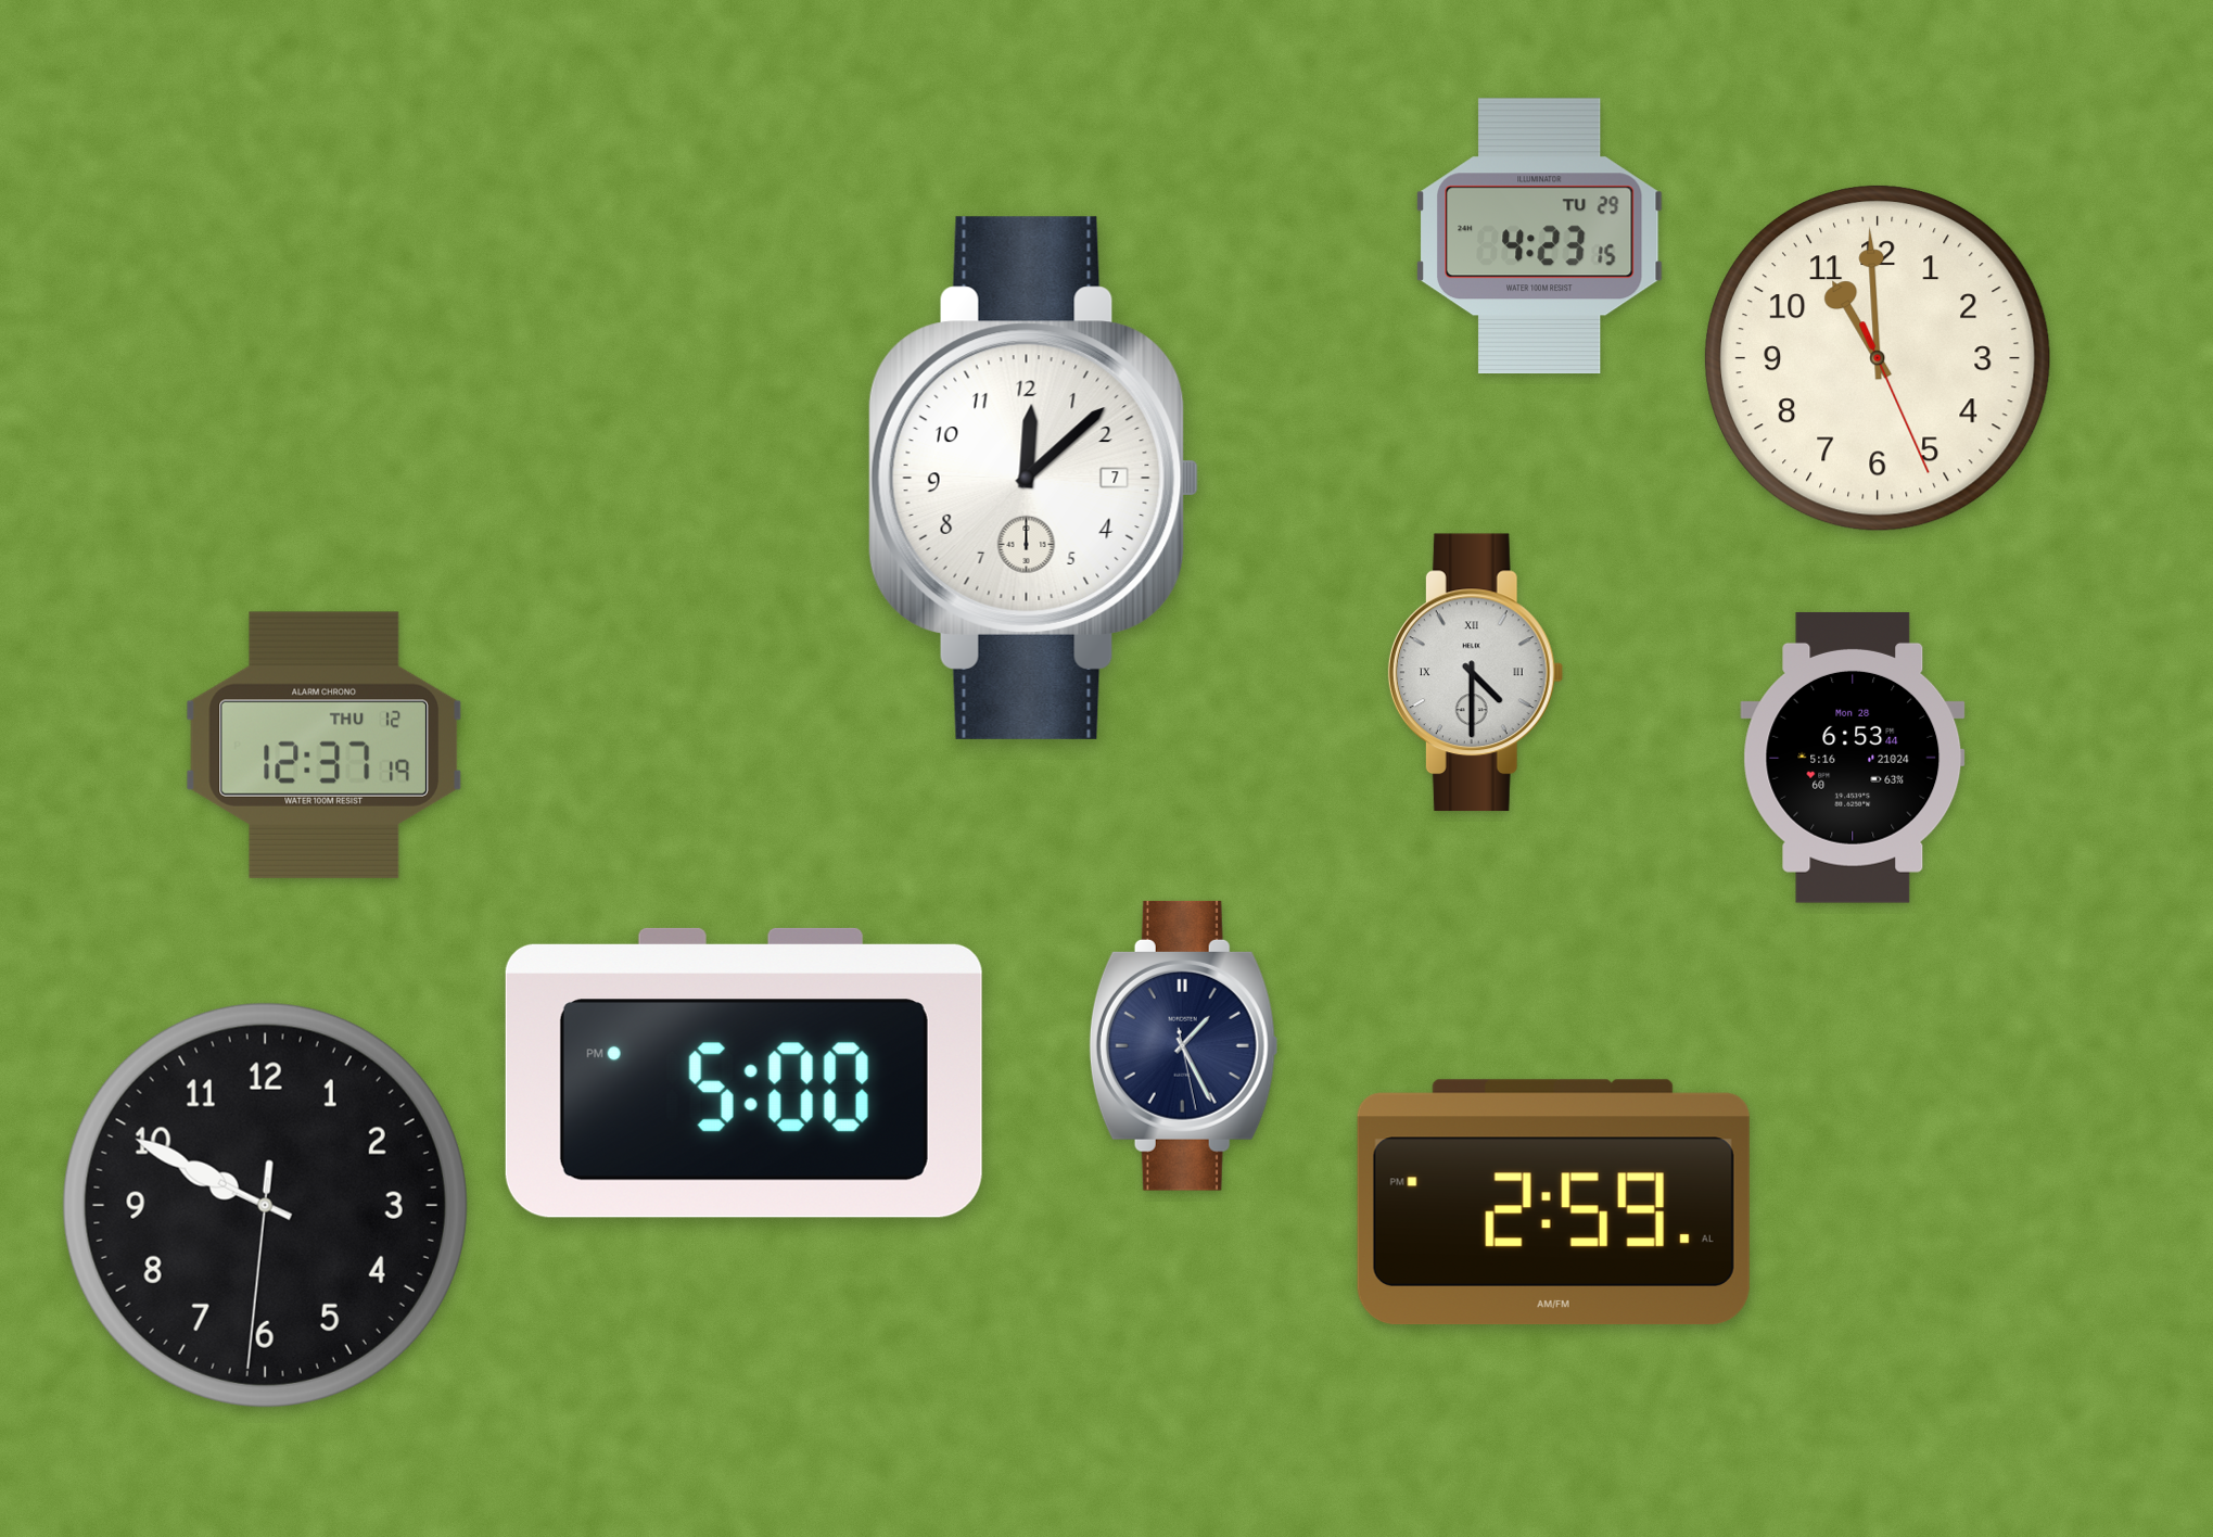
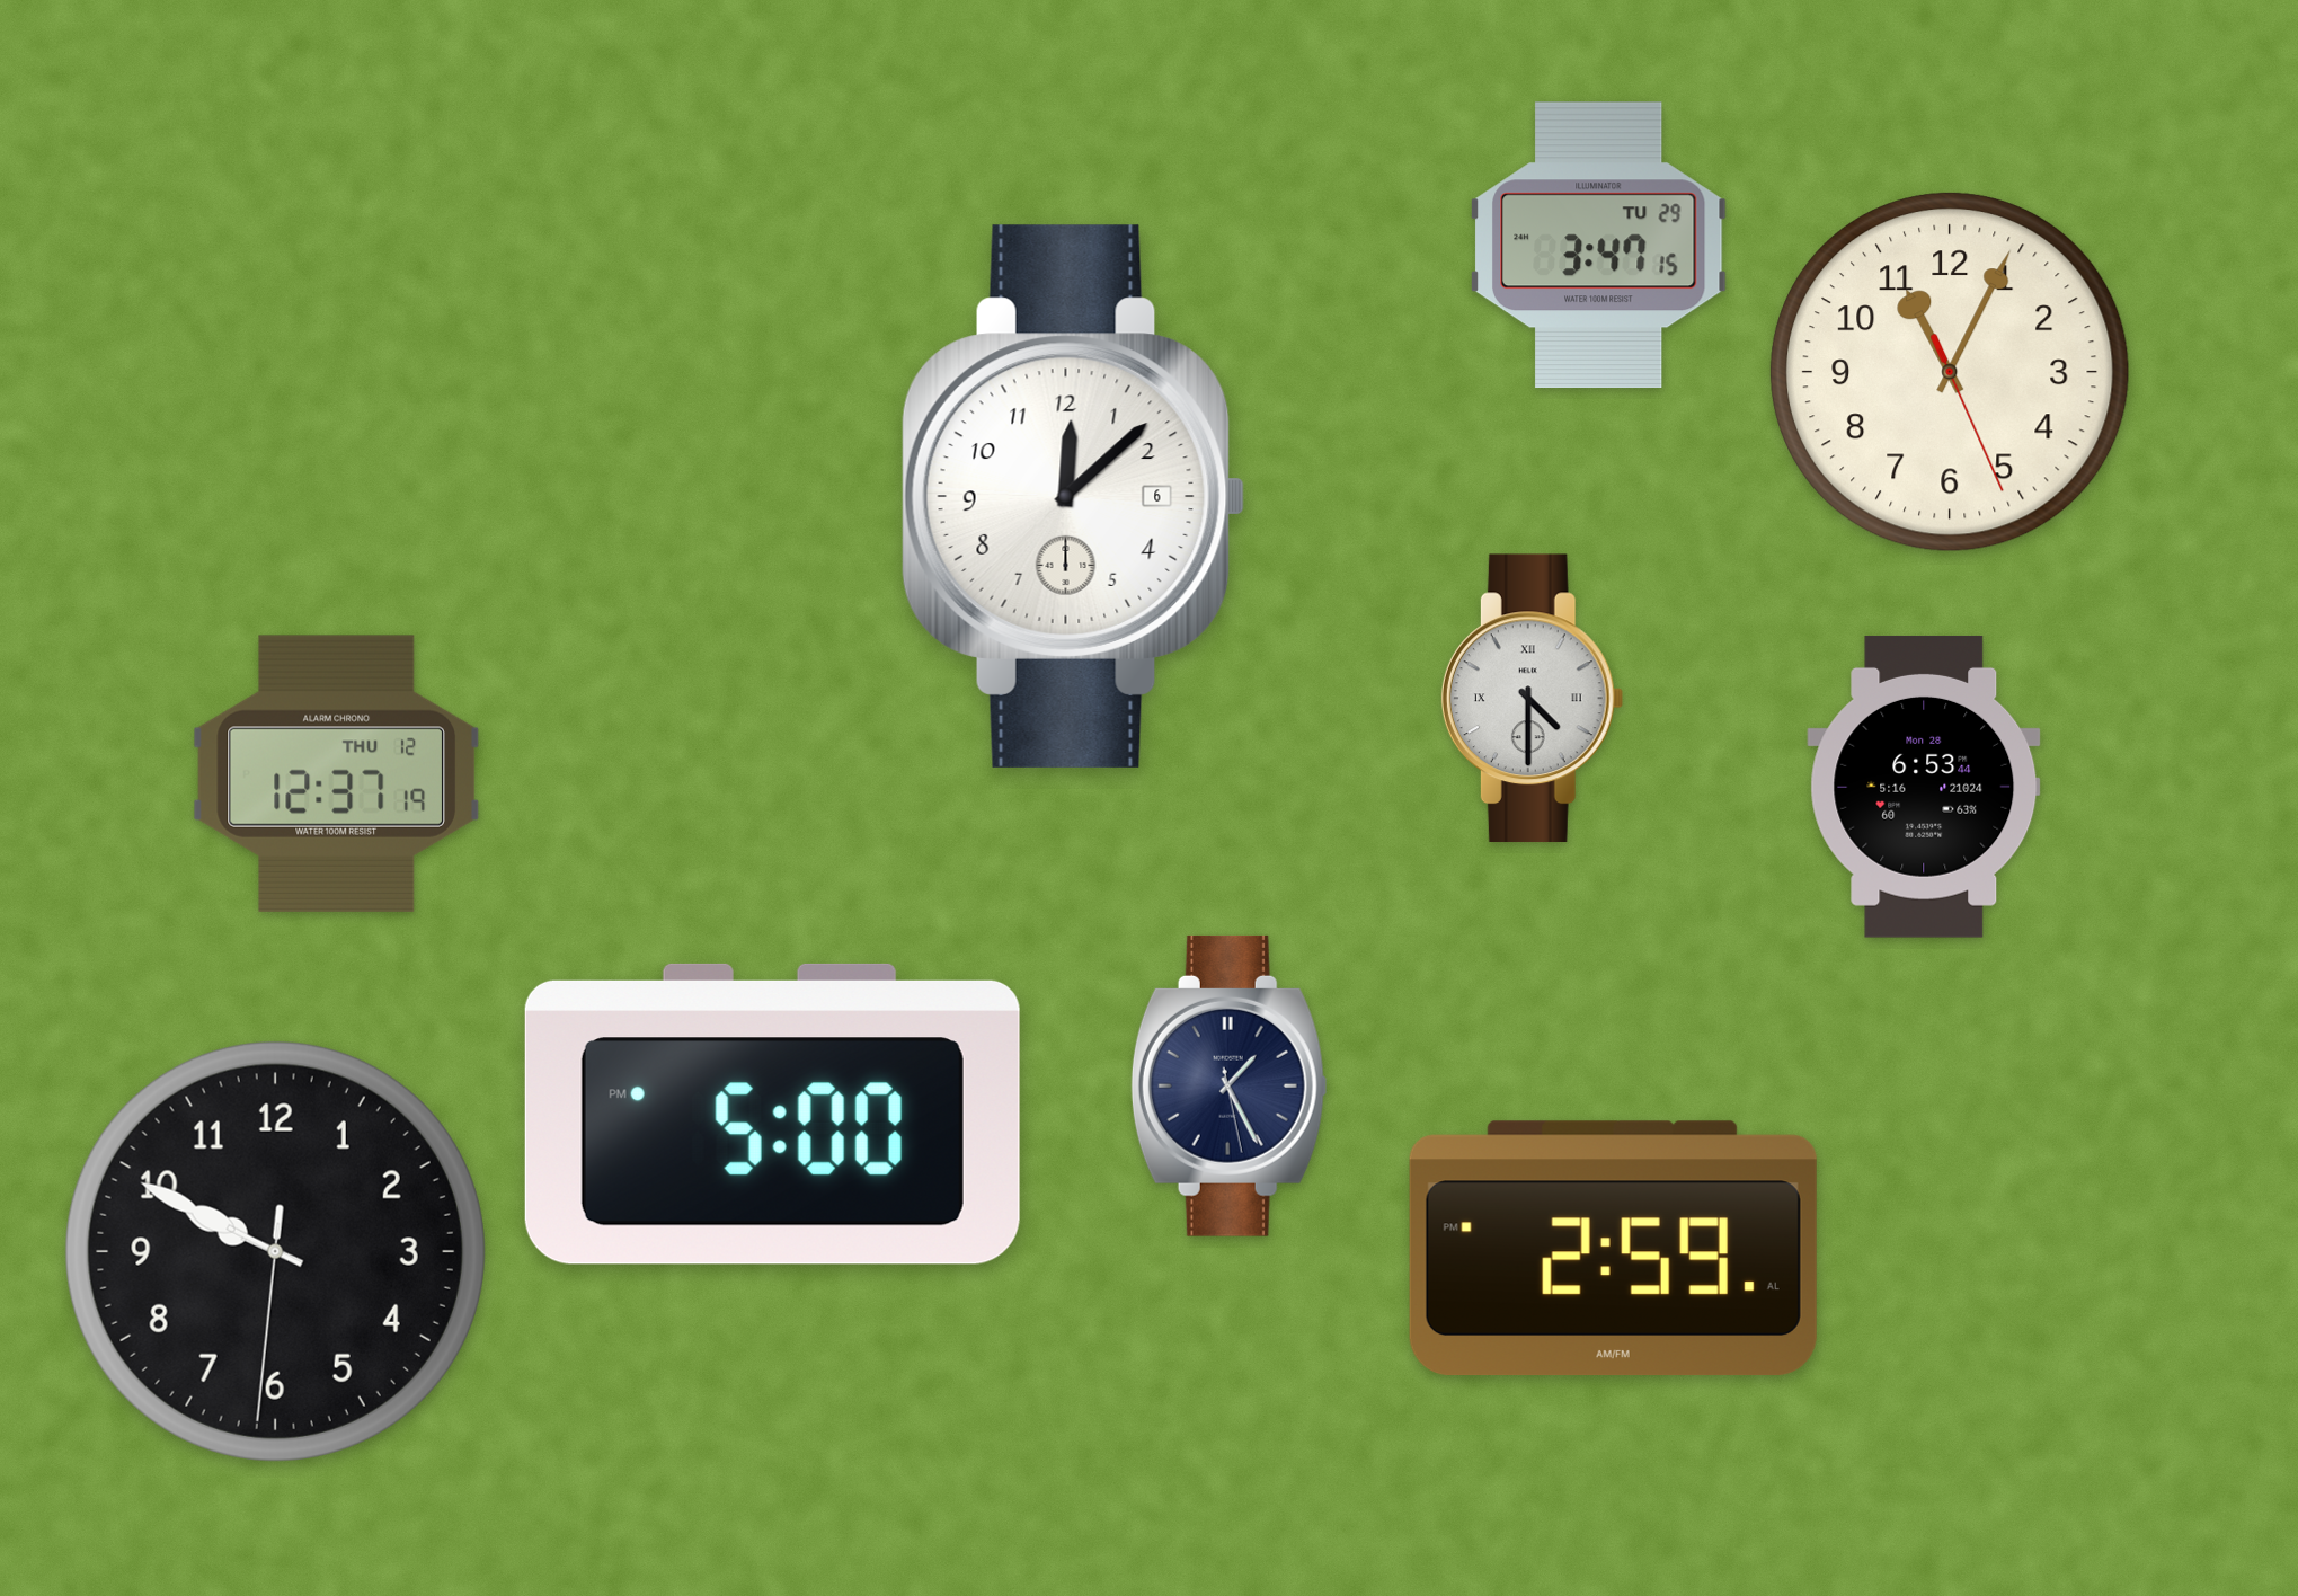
clock at (1539, 237): 4:23 -> 3:47
clock at (1879, 359): 10:59 -> 11:04
clock at (1034, 478) date: 7 -> 6
